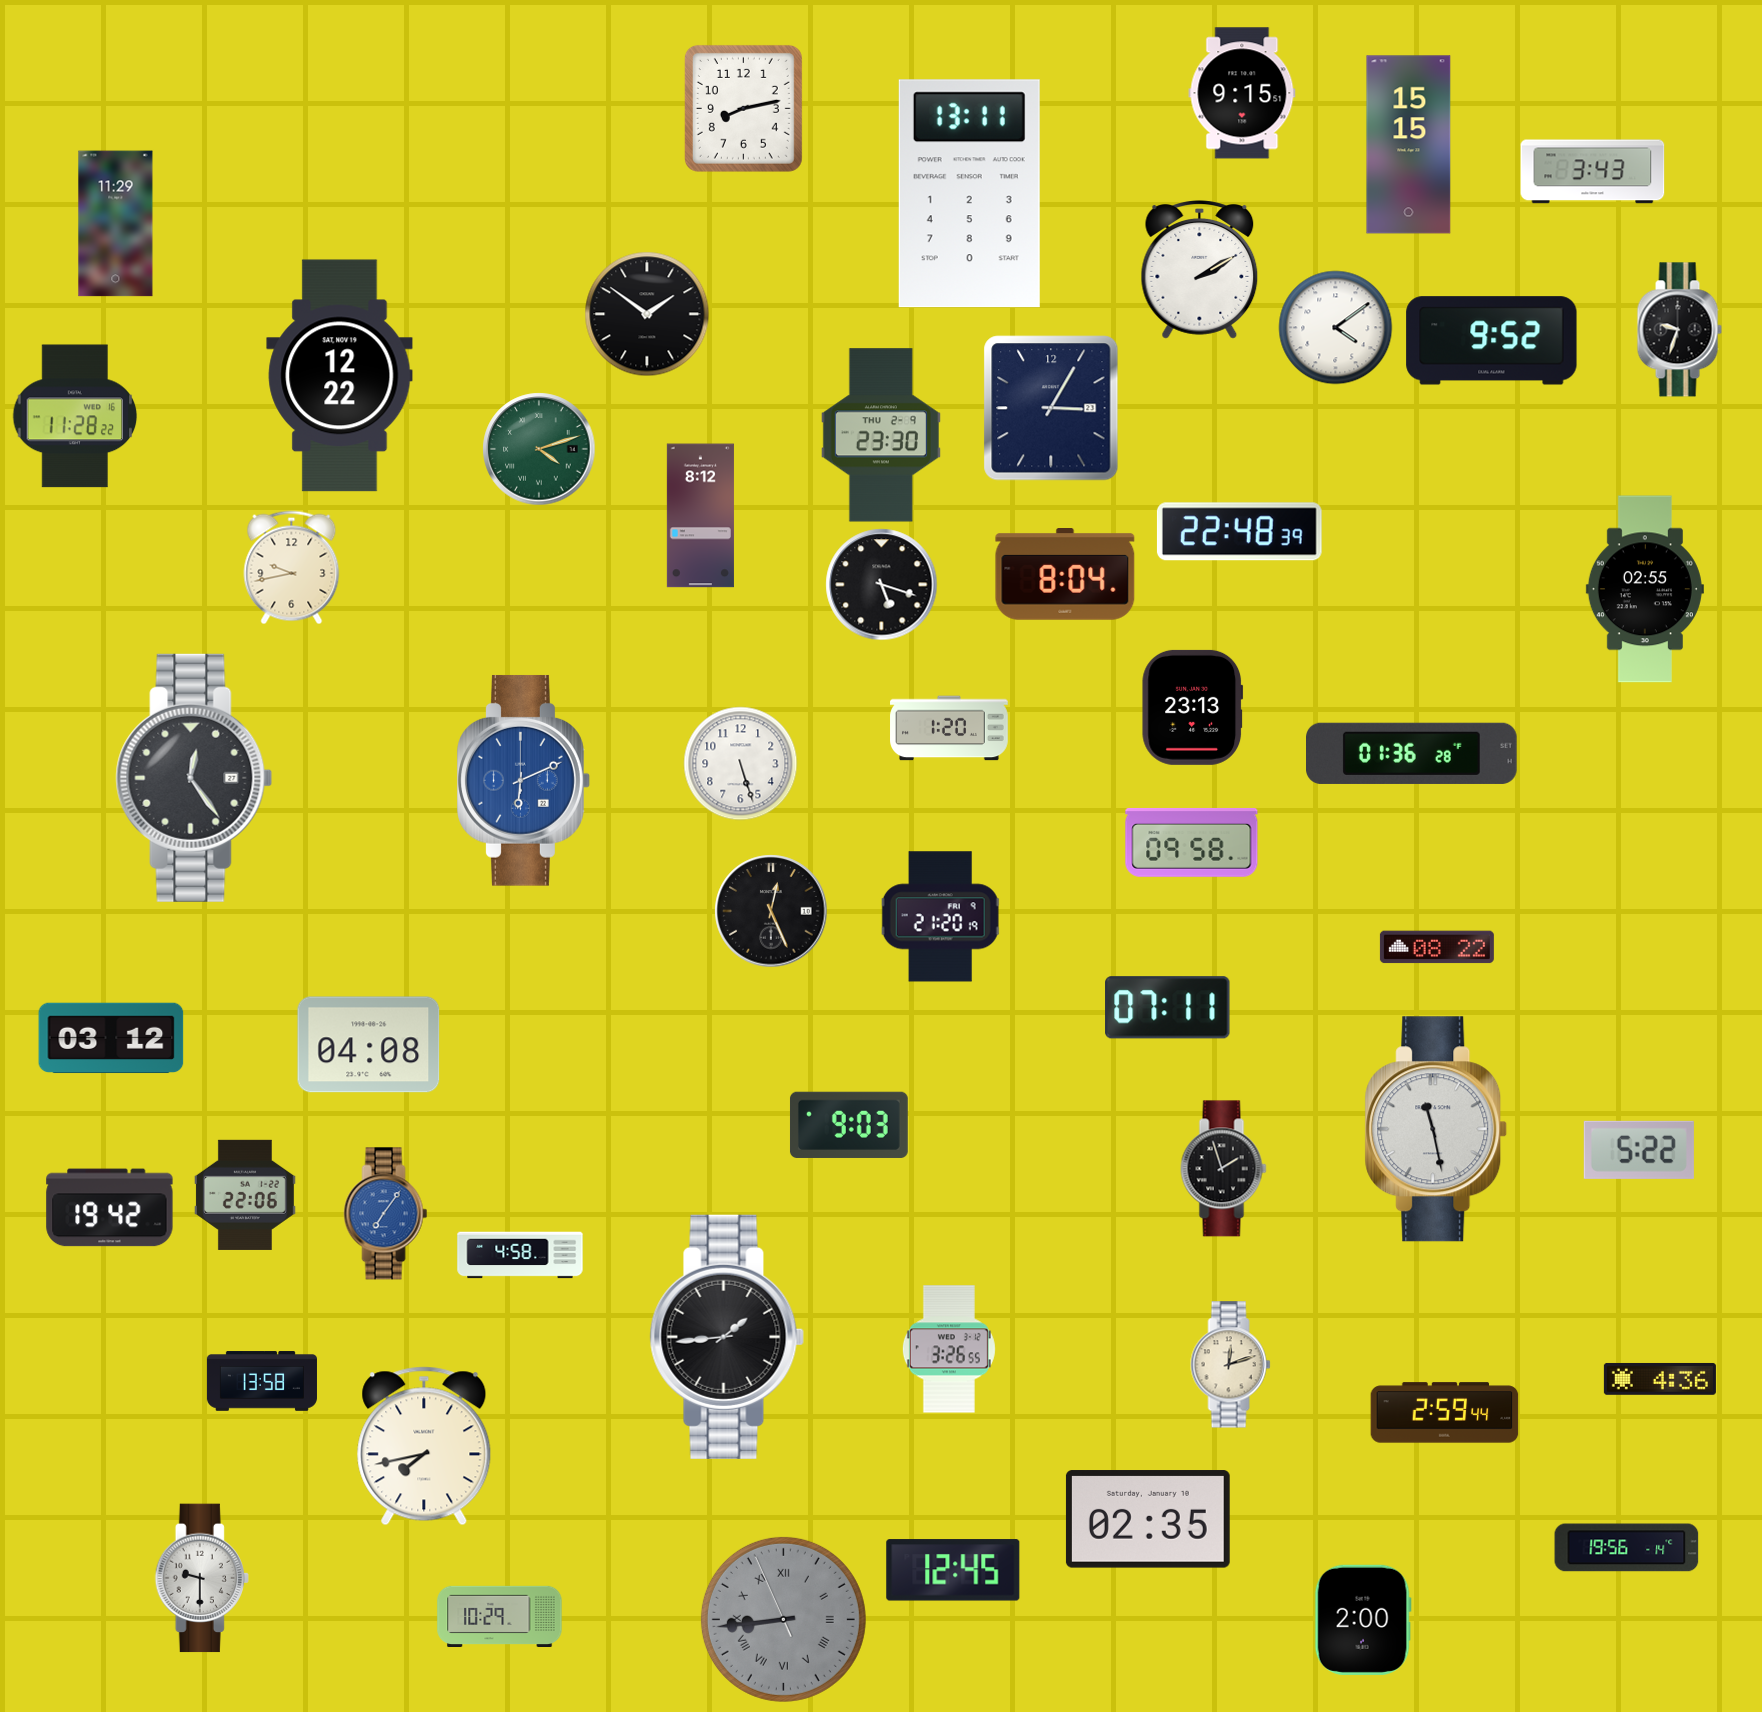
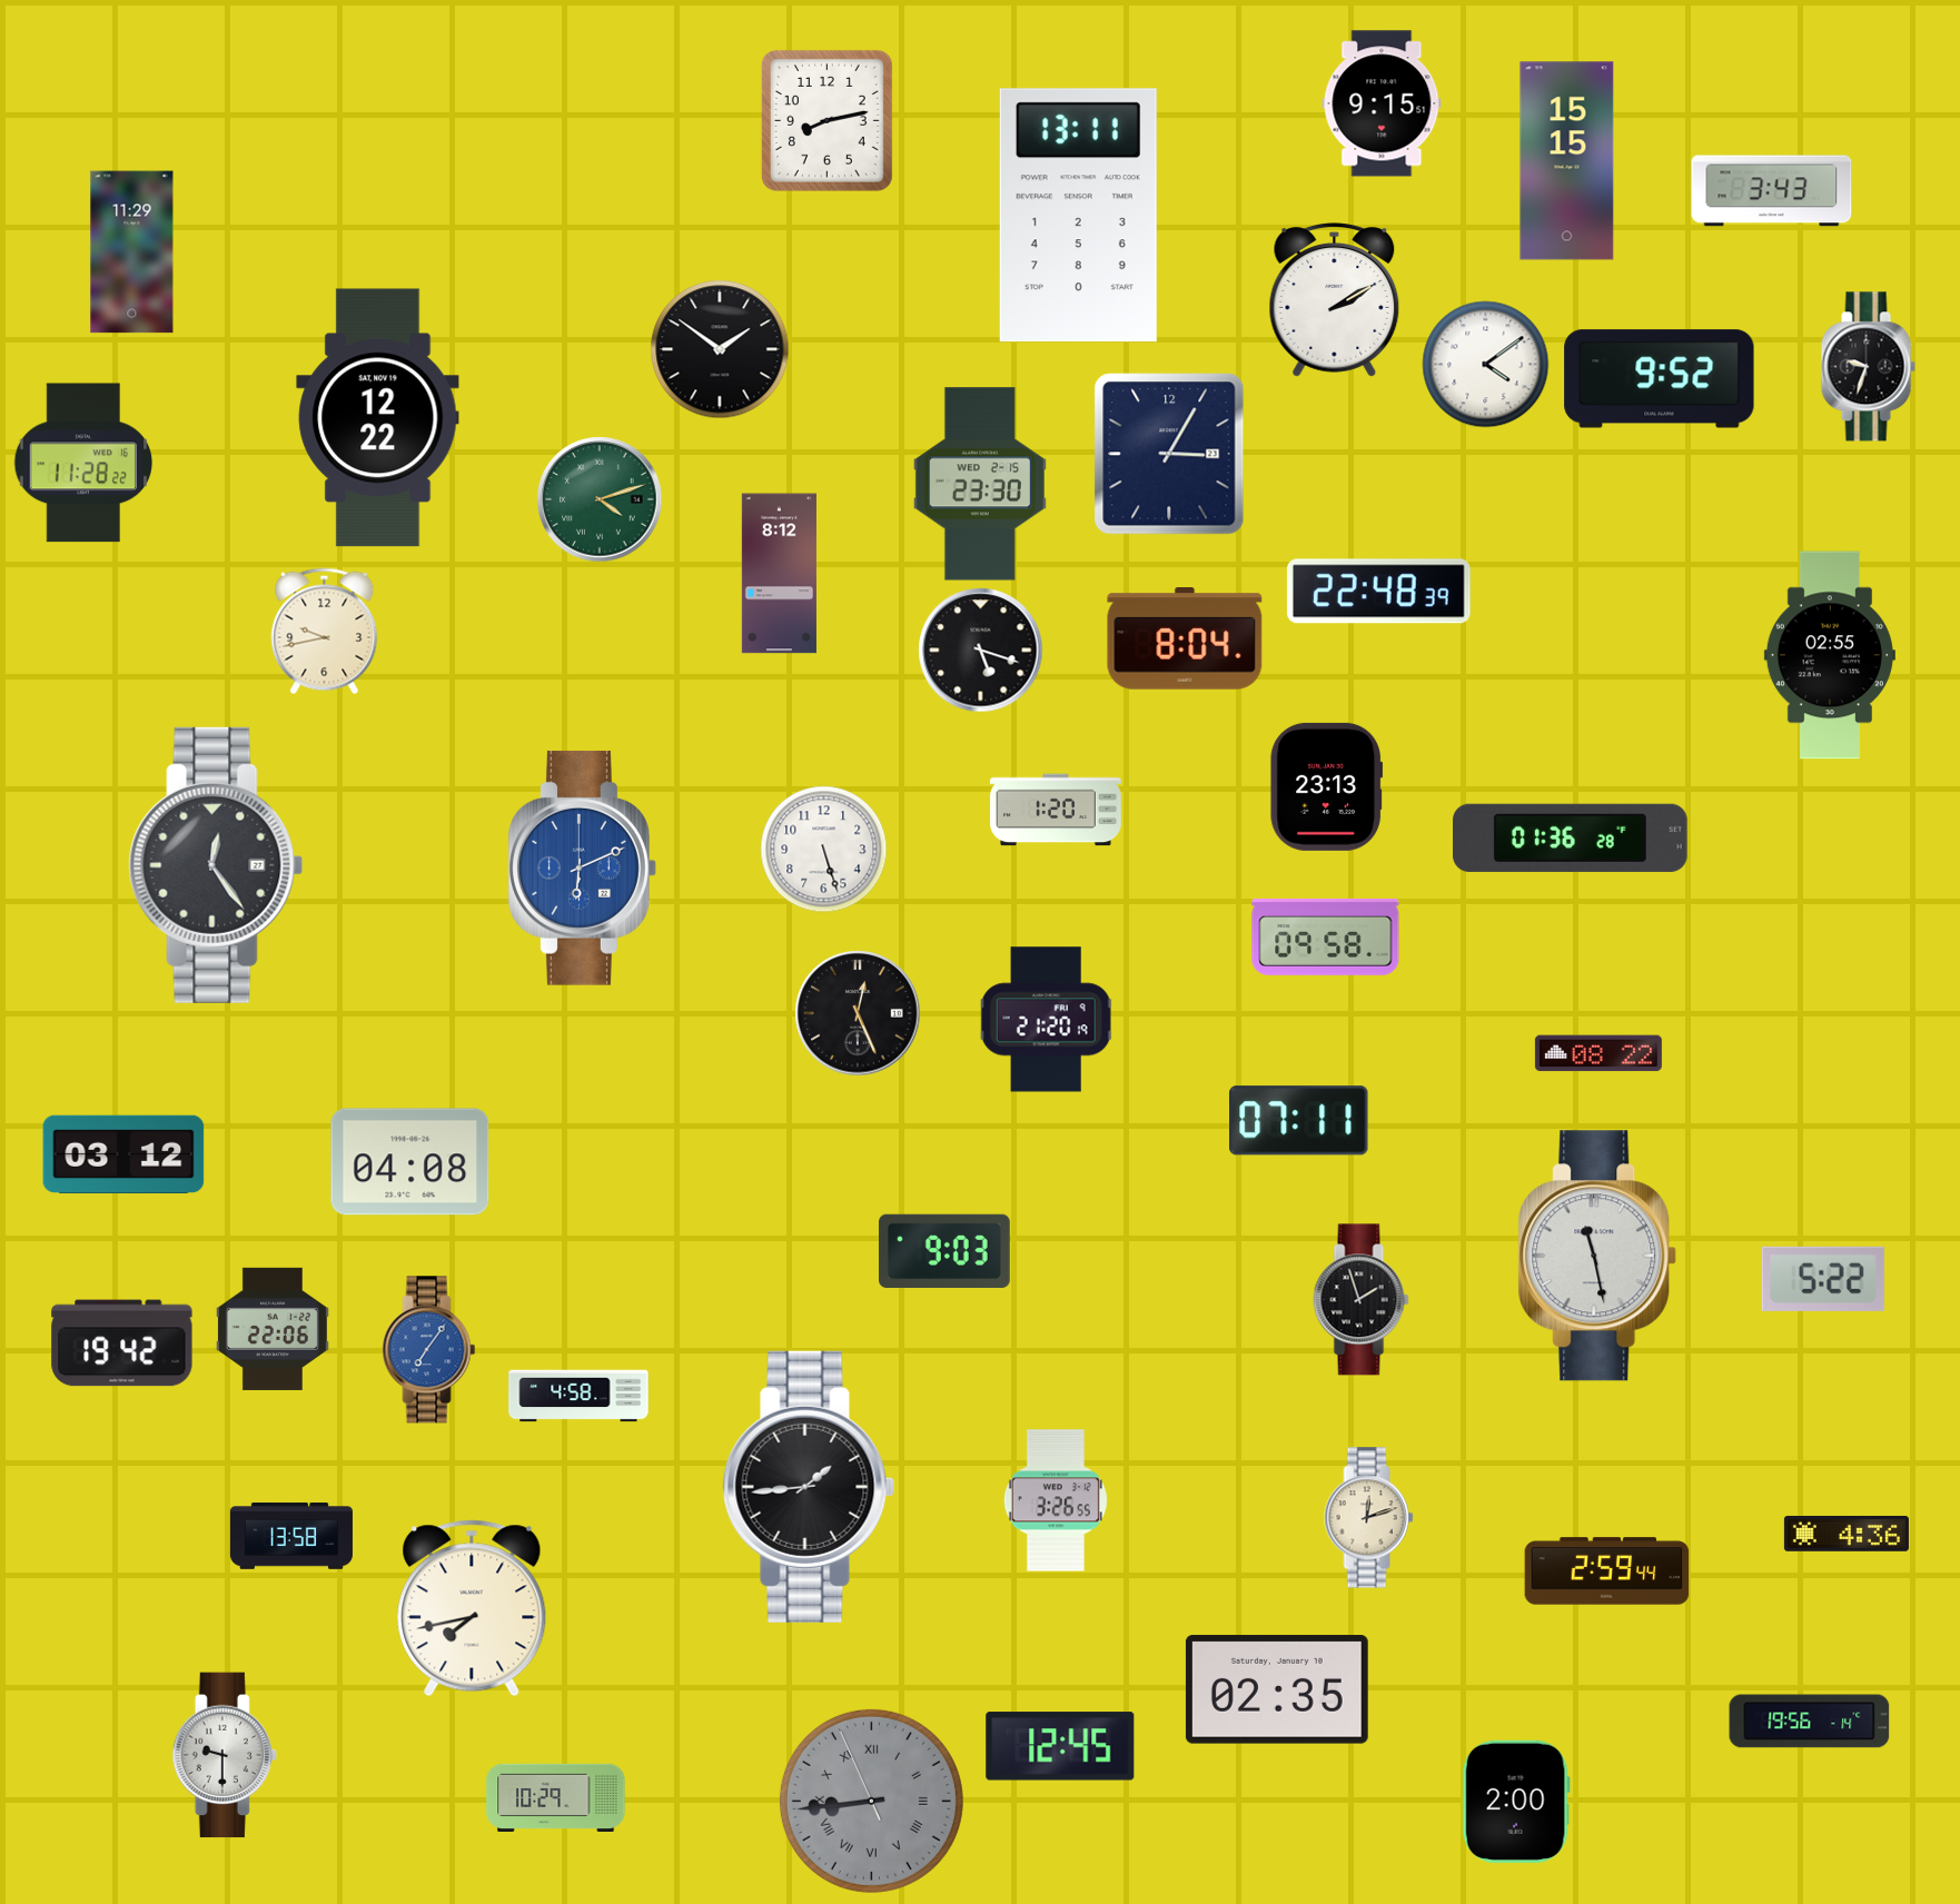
clock at (116, 224) position: (116, 224) -> (132, 252)
clock at (881, 435) date: THU 2-9 -> WED 2-15
